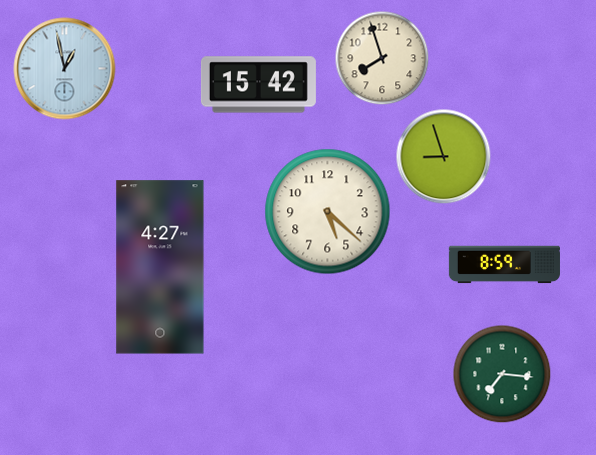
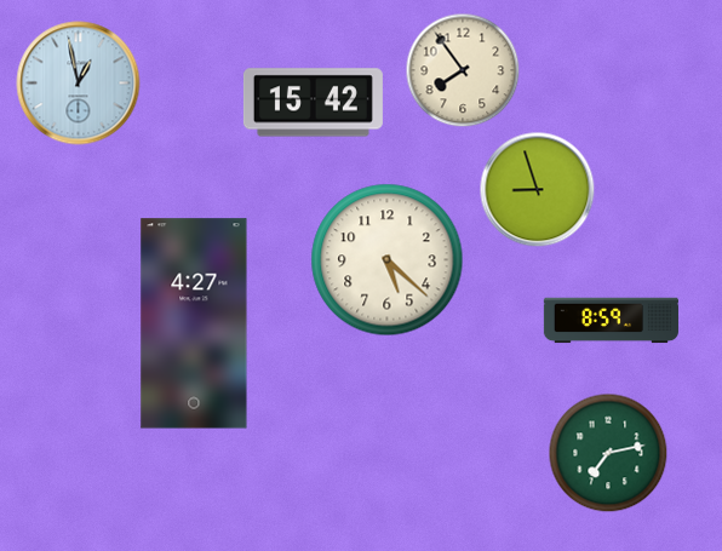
clock at (382, 58): 7:57 -> 7:54
clock at (328, 212) position: (328, 212) -> (388, 260)
clock at (502, 374): 7:16 -> 7:13
